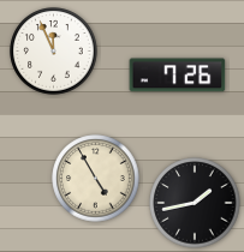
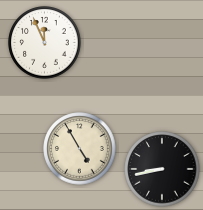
clock at (178, 76): 7:26 -> none
clock at (195, 203): 1:43 -> 8:43
